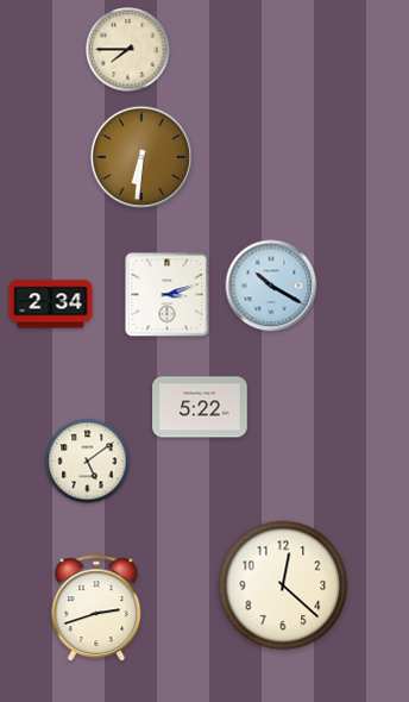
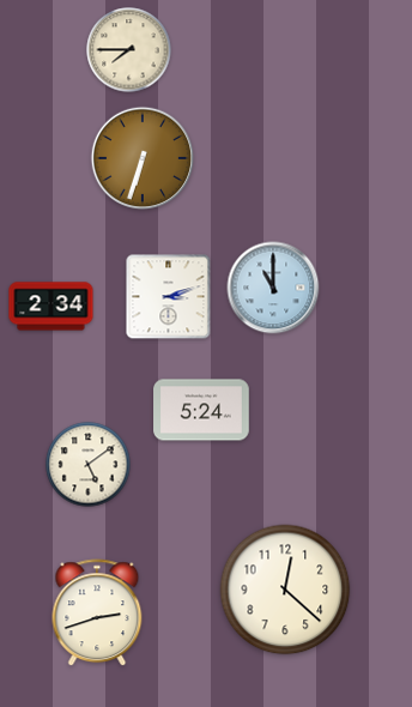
clock at (141, 157): 6:31 -> 6:33
clock at (271, 286): 10:20 -> 11:00
clock at (200, 407): 5:22 -> 5:24
